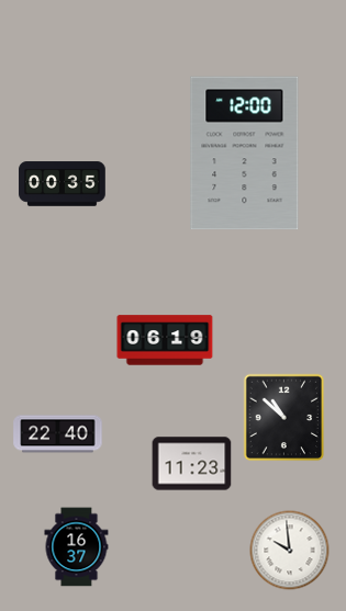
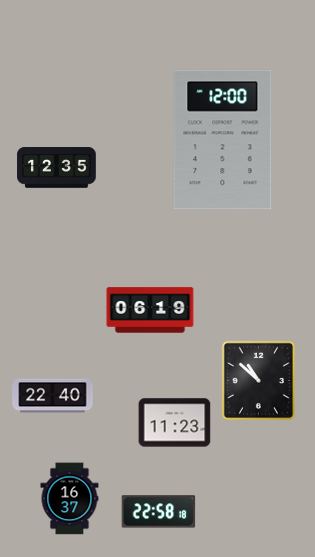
clock at (63, 184): 00:35 -> 12:35
clock at (290, 551): 9:59 -> none
clock at (159, 512): none -> 22:58
